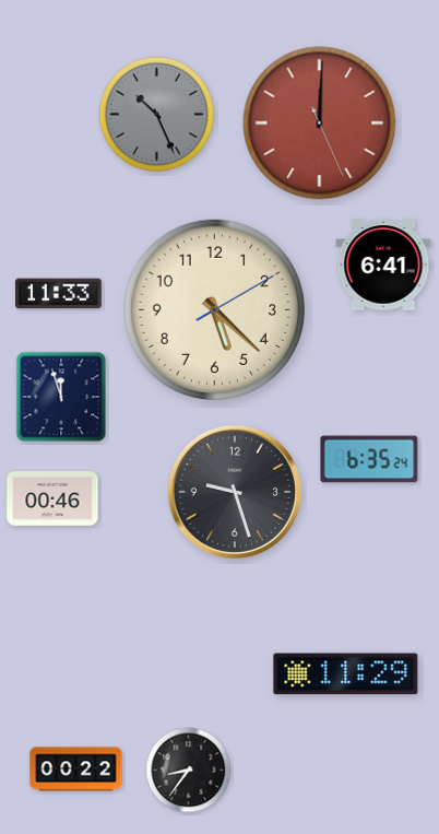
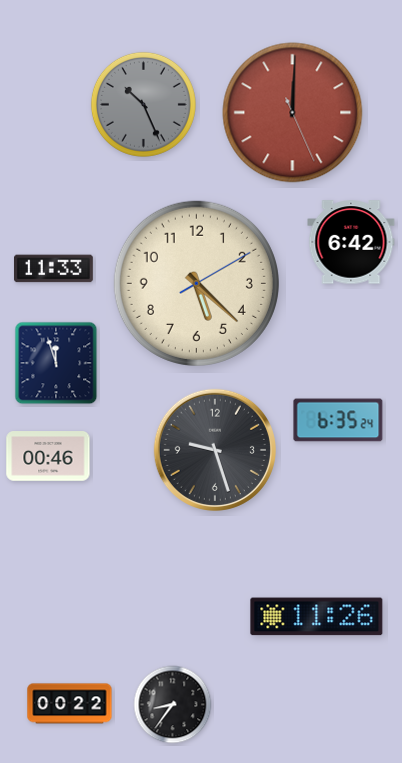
clock at (383, 265): 6:41 -> 6:42
clock at (346, 674): 11:29 -> 11:26
